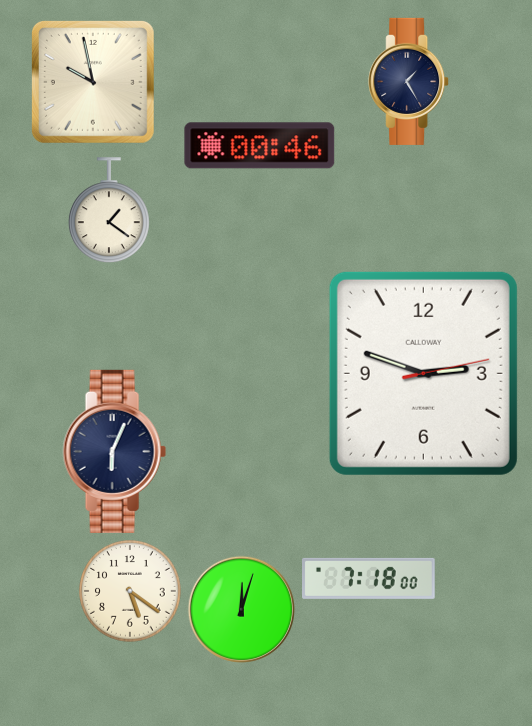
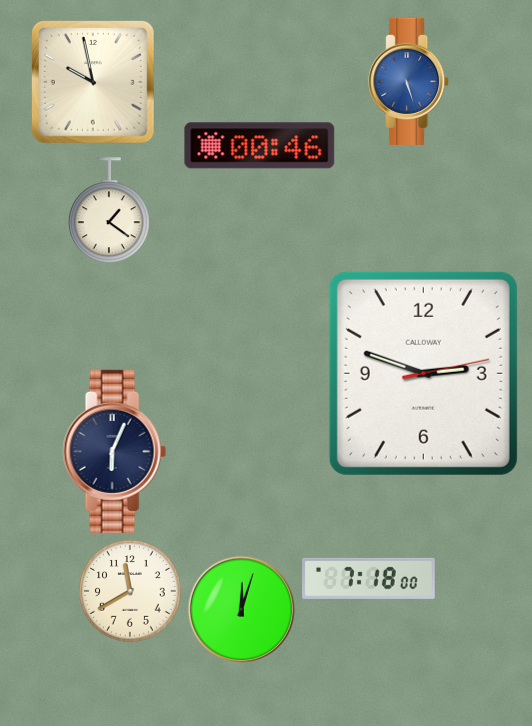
clock at (409, 81): 1:25 -> 5:27
clock at (409, 81) dial: navy -> blue
clock at (131, 592): 5:21 -> 11:40
